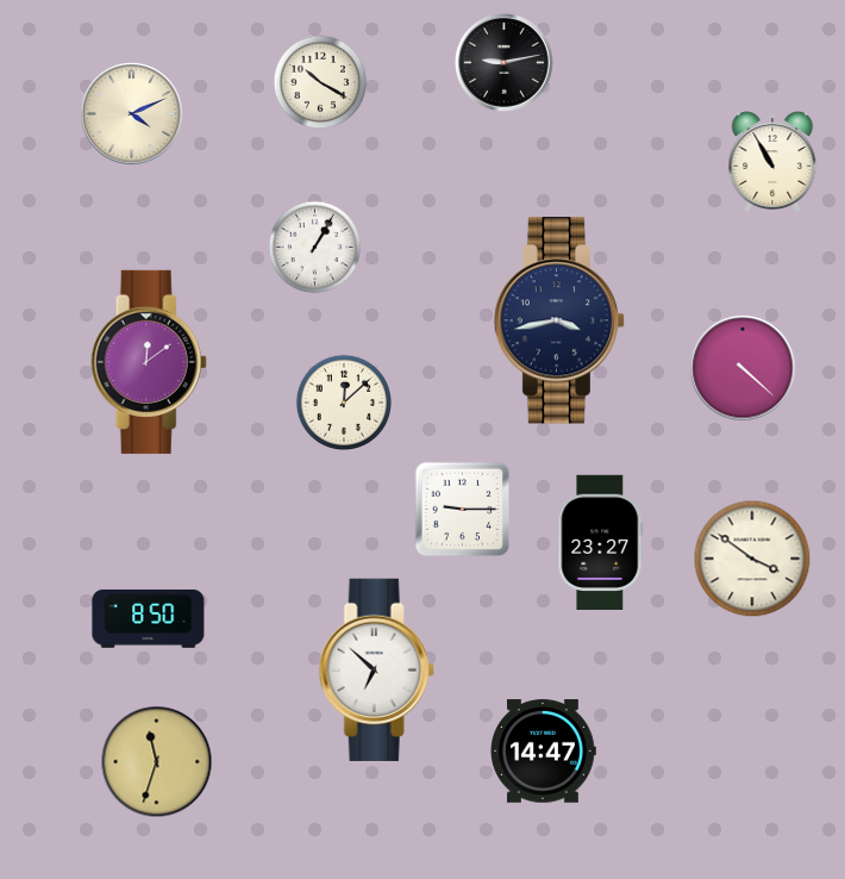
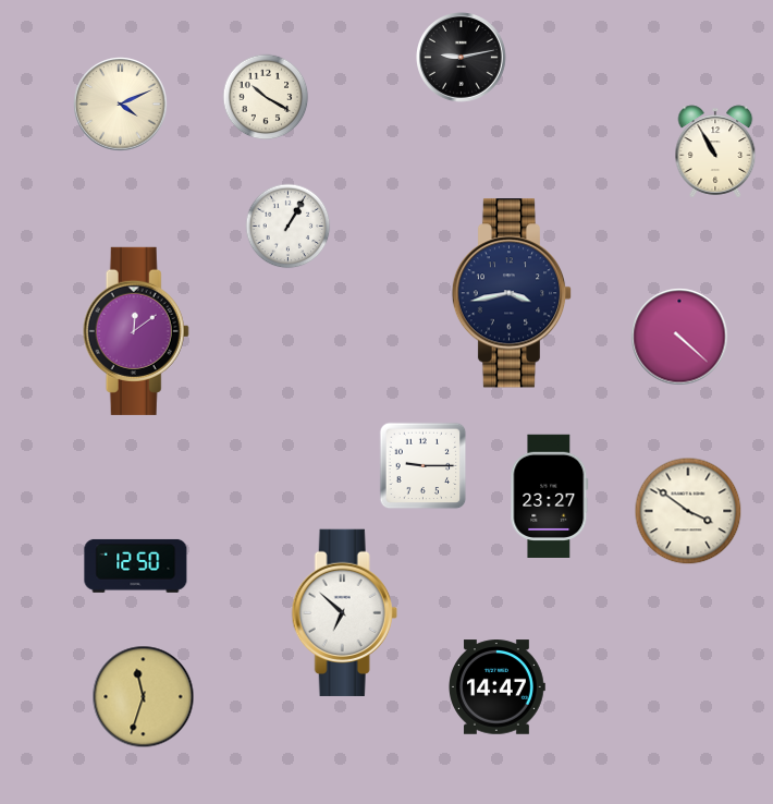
clock at (320, 82) position: (320, 82) -> (266, 97)
clock at (772, 162) position: (772, 162) -> (715, 151)
clock at (343, 401): 12:08 -> none
clock at (149, 618): 8:50 -> 12:50
